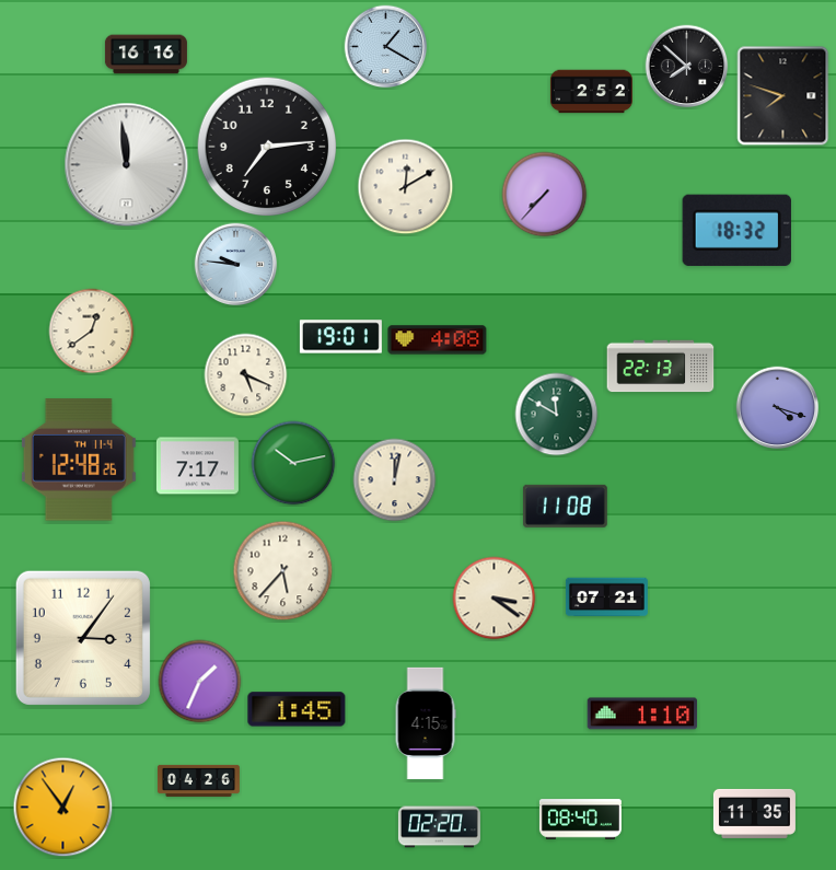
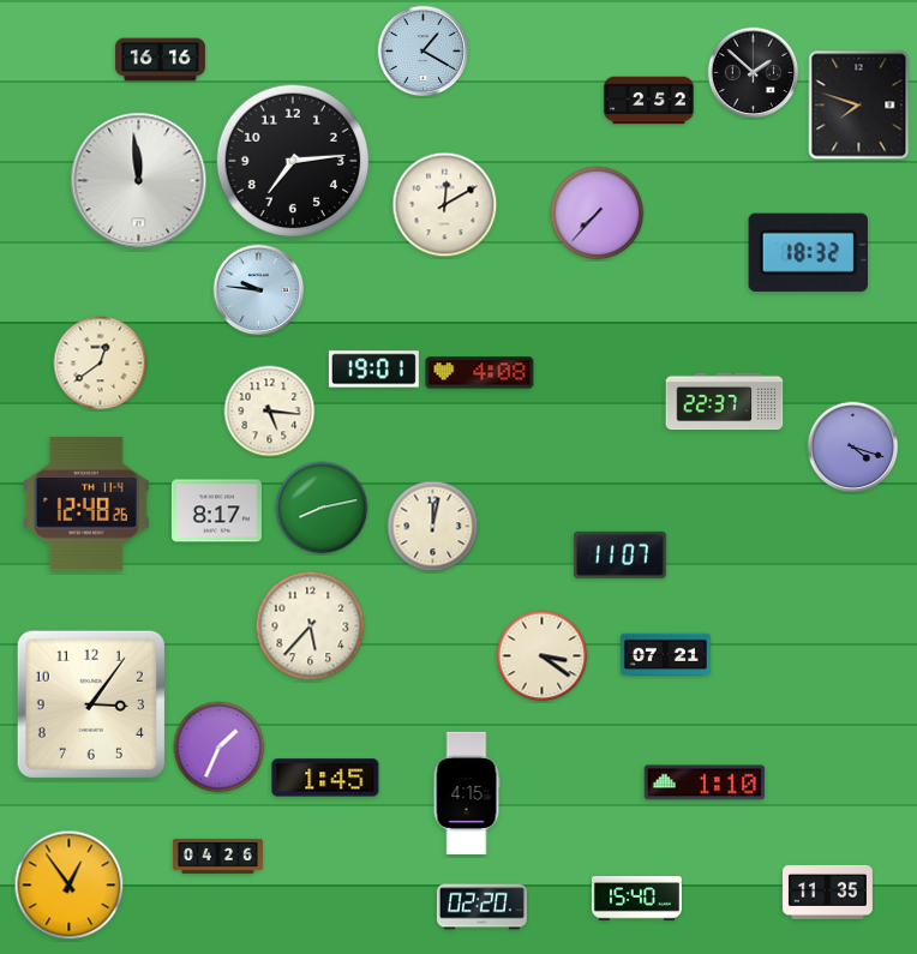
clock at (687, 67): 7:52 -> 1:52
clock at (661, 367): 22:13 -> 22:37
clock at (246, 375): 5:19 -> 5:16
clock at (557, 415): 11:50 -> none
clock at (293, 463): 10:13 -> 8:13
clock at (197, 466): 7:17 -> 8:17
clock at (565, 506): 11:08 -> 11:07
clock at (83, 638) position: (83, 638) -> (91, 704)
clock at (580, 820): 08:40 -> 15:40
